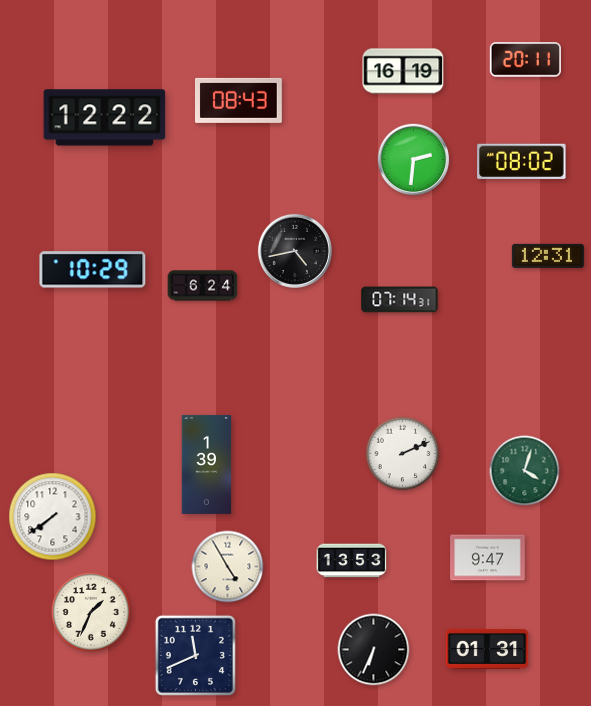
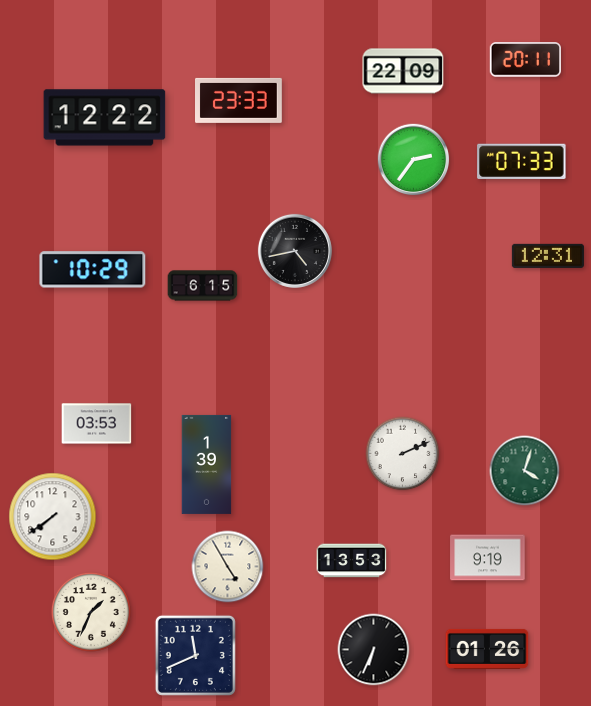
clock at (403, 71): 16:19 -> 22:09
clock at (239, 100): 08:43 -> 23:33
clock at (414, 160): 2:31 -> 2:36
clock at (522, 161): 08:02 -> 07:33
clock at (203, 286): 6:24 -> 6:15
clock at (400, 300): 07:14 -> none
clock at (97, 424): none -> 03:53
clock at (488, 558): 9:47 -> 9:19
clock at (487, 649): 01:31 -> 01:26
